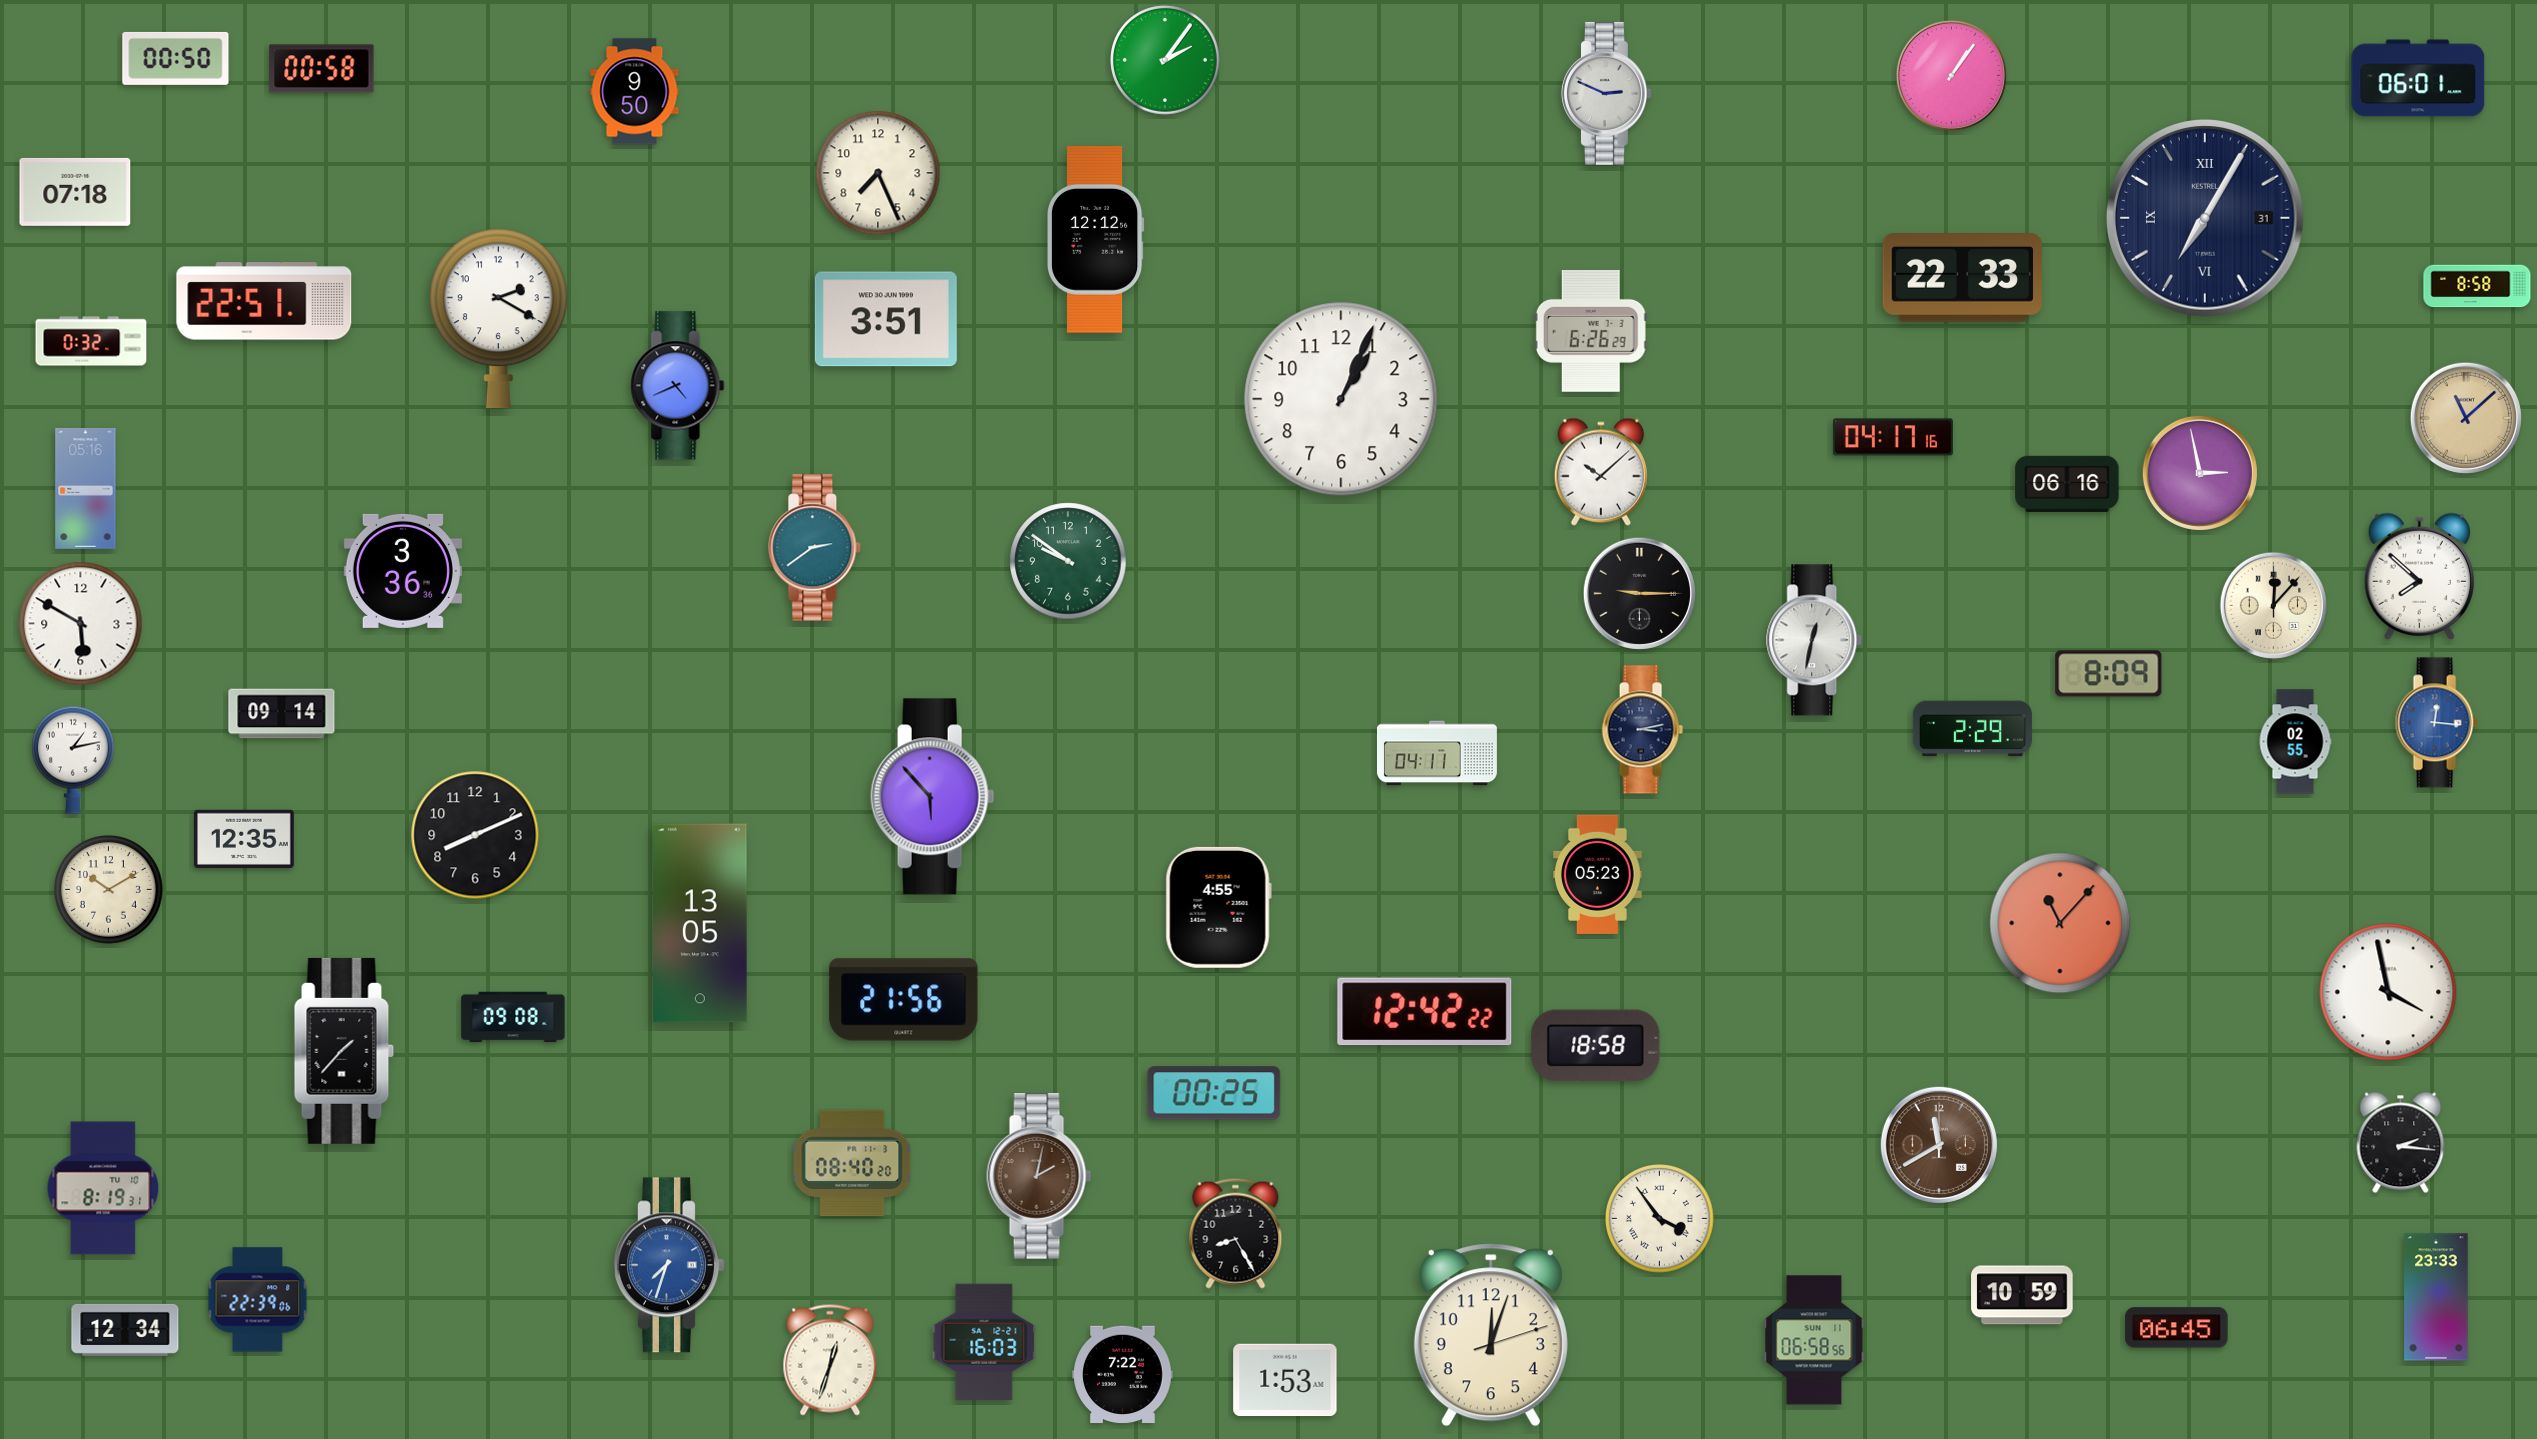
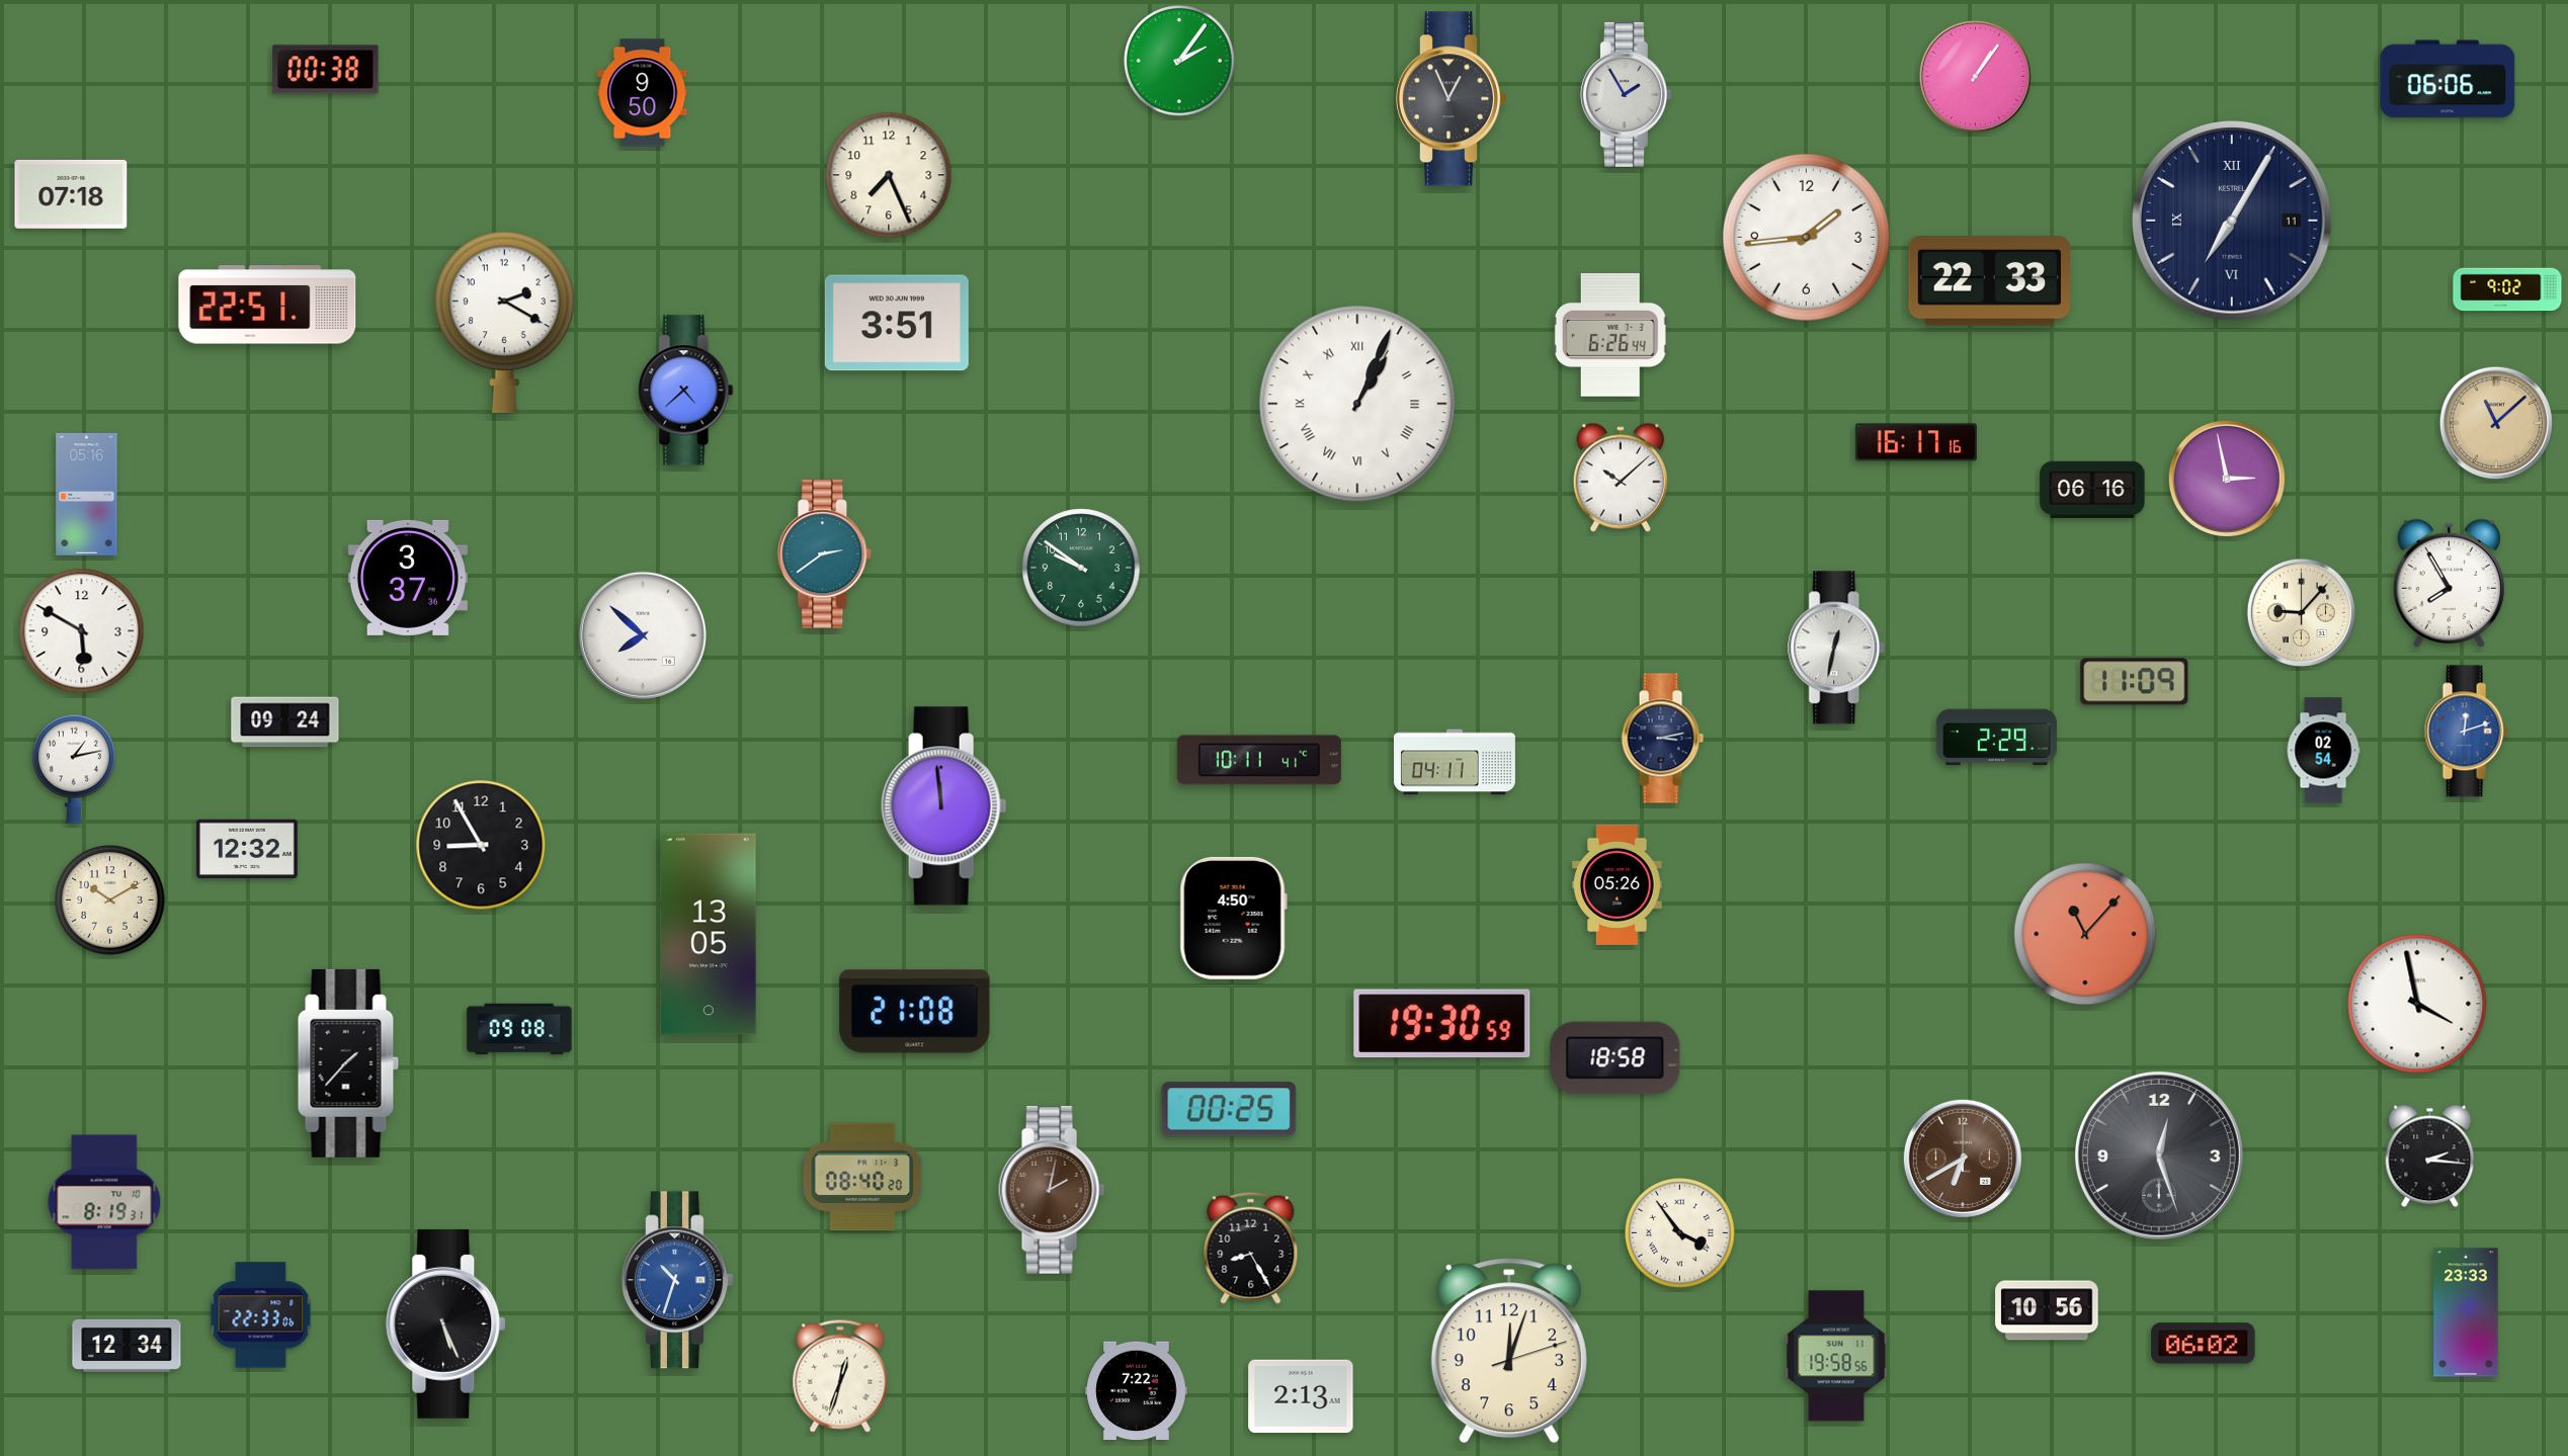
clock at (176, 58): 00:50 -> none
clock at (322, 69): 00:58 -> 00:38
clock at (2418, 78): 06:01 -> 06:06
clock at (1606, 93): 2:49 -> 1:55
clock at (1452, 99): none -> 12:56
clock at (75, 192) position: (75, 192) -> (71, 194)
clock at (2205, 218) date: 31 -> 11
clock at (1806, 237): none -> 1:44
clock at (1095, 239): 12:12 -> none
clock at (1962, 278) position: (1962, 278) -> (1989, 281)
clock at (2477, 286): 8:58 -> 9:02
clock at (1591, 331): 6:26:29 -> 6:26:44
clock at (91, 341): 0:32 -> none
clock at (678, 386): 4:41 -> 4:38
clock at (1341, 399) numerals: Arabic -> Roman
clock at (1893, 437): 04:17 -> 16:17
clock at (403, 571): 3:36 -> 3:37
clock at (2419, 576): 7:52 -> 7:55
clock at (1639, 593): 9:15 -> none
clock at (2273, 605): 12:07 -> 9:07
clock at (643, 635): none -> 7:52
clock at (2109, 674): 8:09 -> 11:09
clock at (282, 714): 09:14 -> 09:24
clock at (2436, 723): 12:16 -> 12:12
clock at (2295, 742): 02:55 -> 02:54
clock at (1259, 760): none -> 10:11
clock at (933, 797): 5:53 -> 11:59
clock at (475, 835): 8:11 -> 8:55
clock at (244, 839): 12:35 -> 12:32
clock at (1598, 874): 05:23 -> 05:26
clock at (1218, 907): 4:55 -> 4:50
clock at (904, 1000): 21:56 -> 21:08
clock at (1425, 1012): 12:42 -> 19:30
clock at (1214, 1093) position: (1214, 1093) -> (1229, 1109)
clock at (2159, 1155): none -> 12:27
clock at (1939, 1145): 11:40 -> 6:40
clock at (668, 1265): 7:33 -> 10:33
clock at (2022, 1295): 10:59 -> 10:56
clock at (258, 1300): 22:39 -> 22:33
clock at (446, 1323): none -> 5:26
clock at (2177, 1328): 06:45 -> 06:02
clock at (1814, 1340): 06:58 -> 19:58
clock at (984, 1341): 16:03 -> none
clock at (1285, 1380): 1:53 -> 2:13
